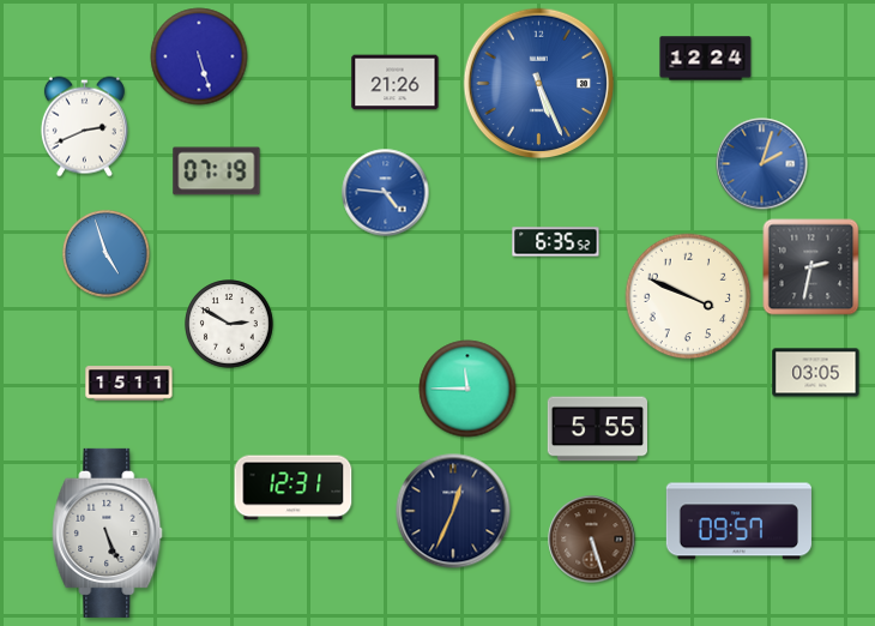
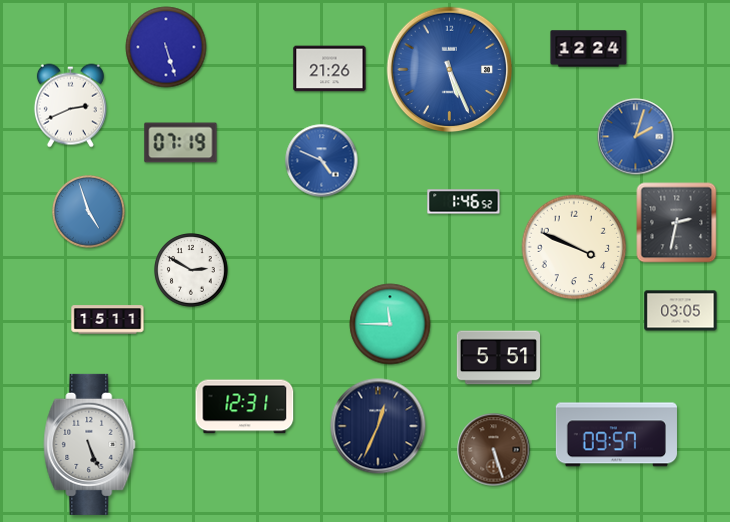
clock at (386, 193): 4:46 -> 4:49
clock at (556, 242): 6:35 -> 1:46
clock at (597, 429): 5:55 -> 5:51
